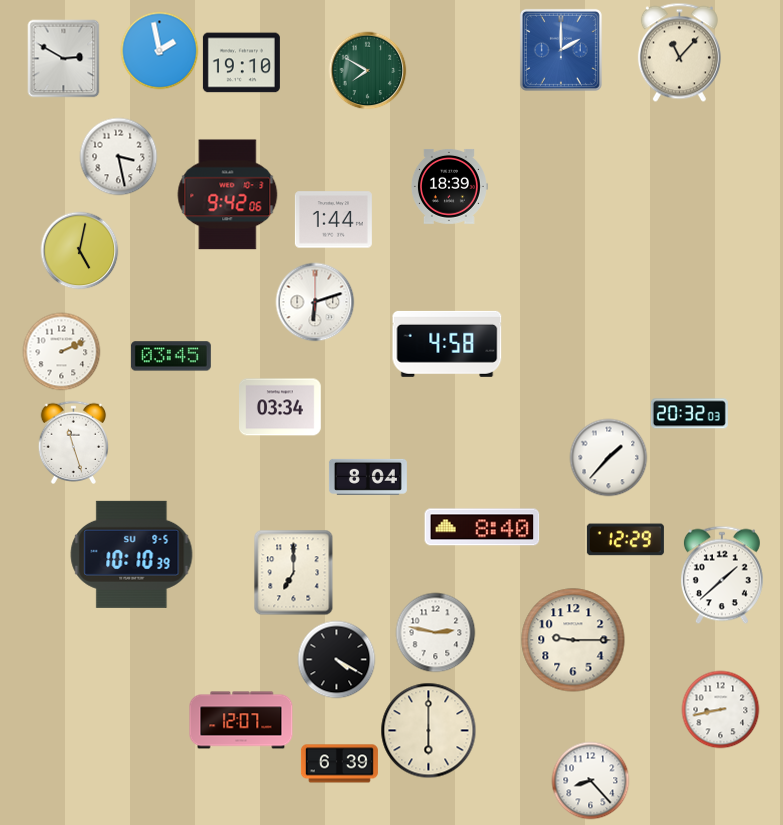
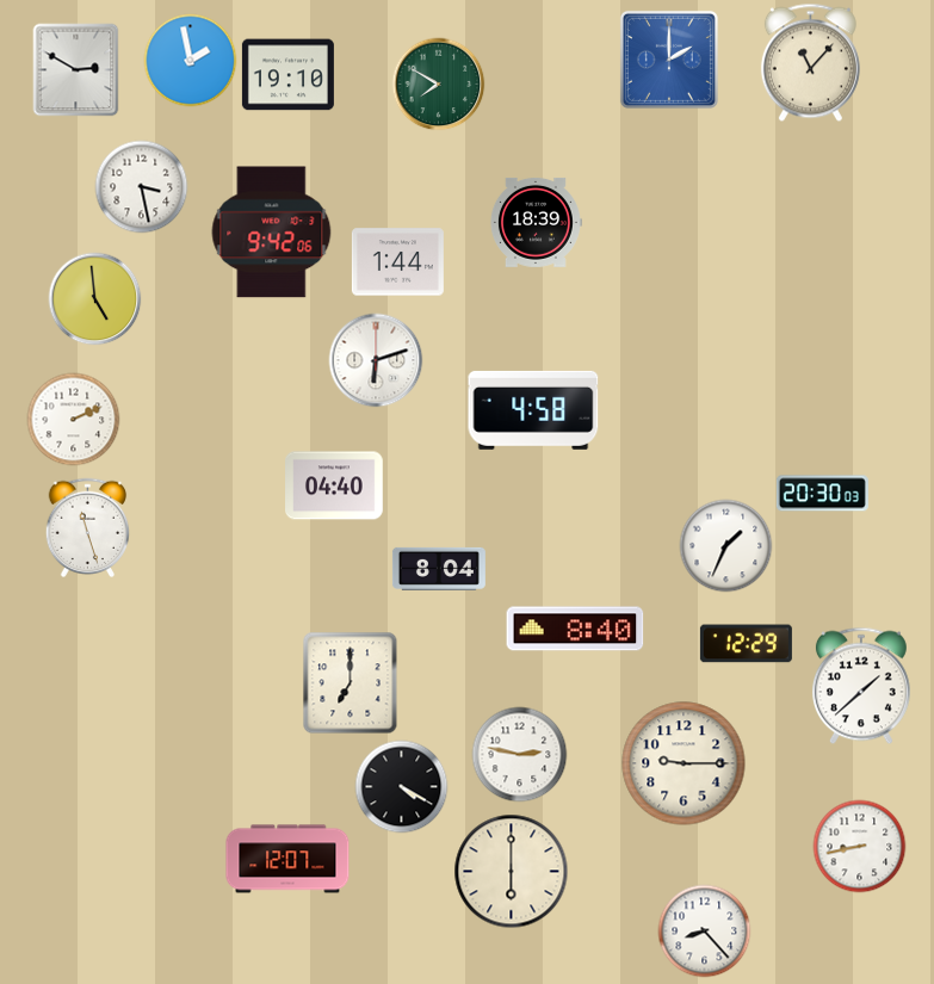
clock at (79, 250): 5:02 -> 4:59
clock at (171, 356): 03:45 -> none
clock at (281, 407): 03:34 -> 04:40
clock at (689, 414): 20:32 -> 20:30
clock at (608, 457): 1:37 -> 1:34
clock at (132, 554): 10:10 -> none
clock at (339, 764): 6:39 -> none
